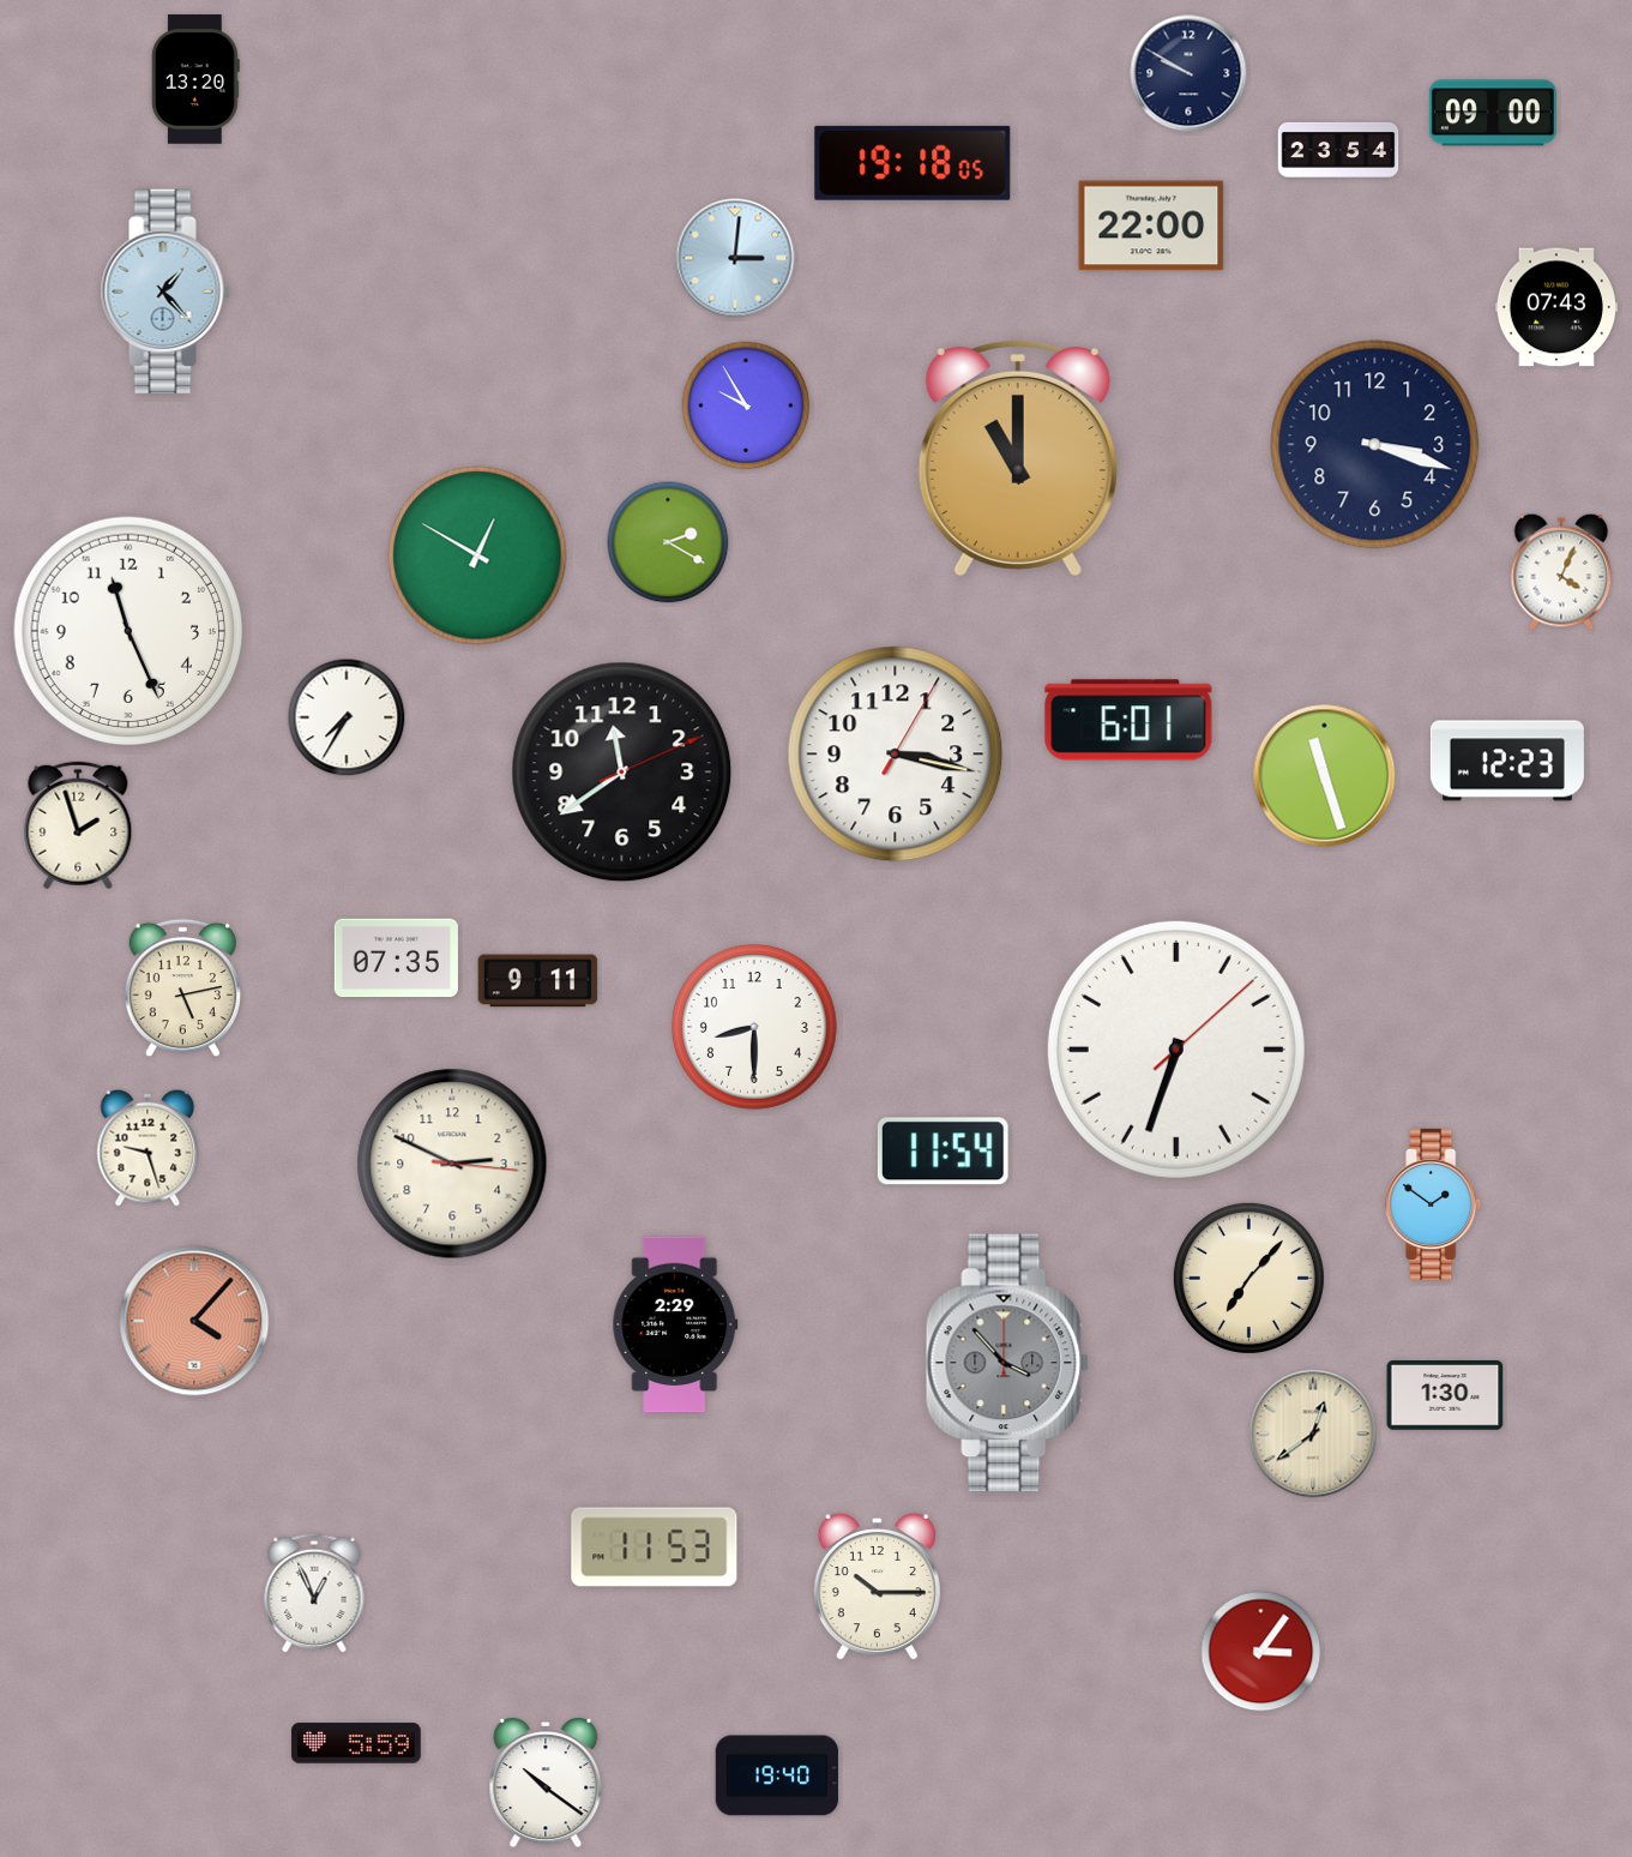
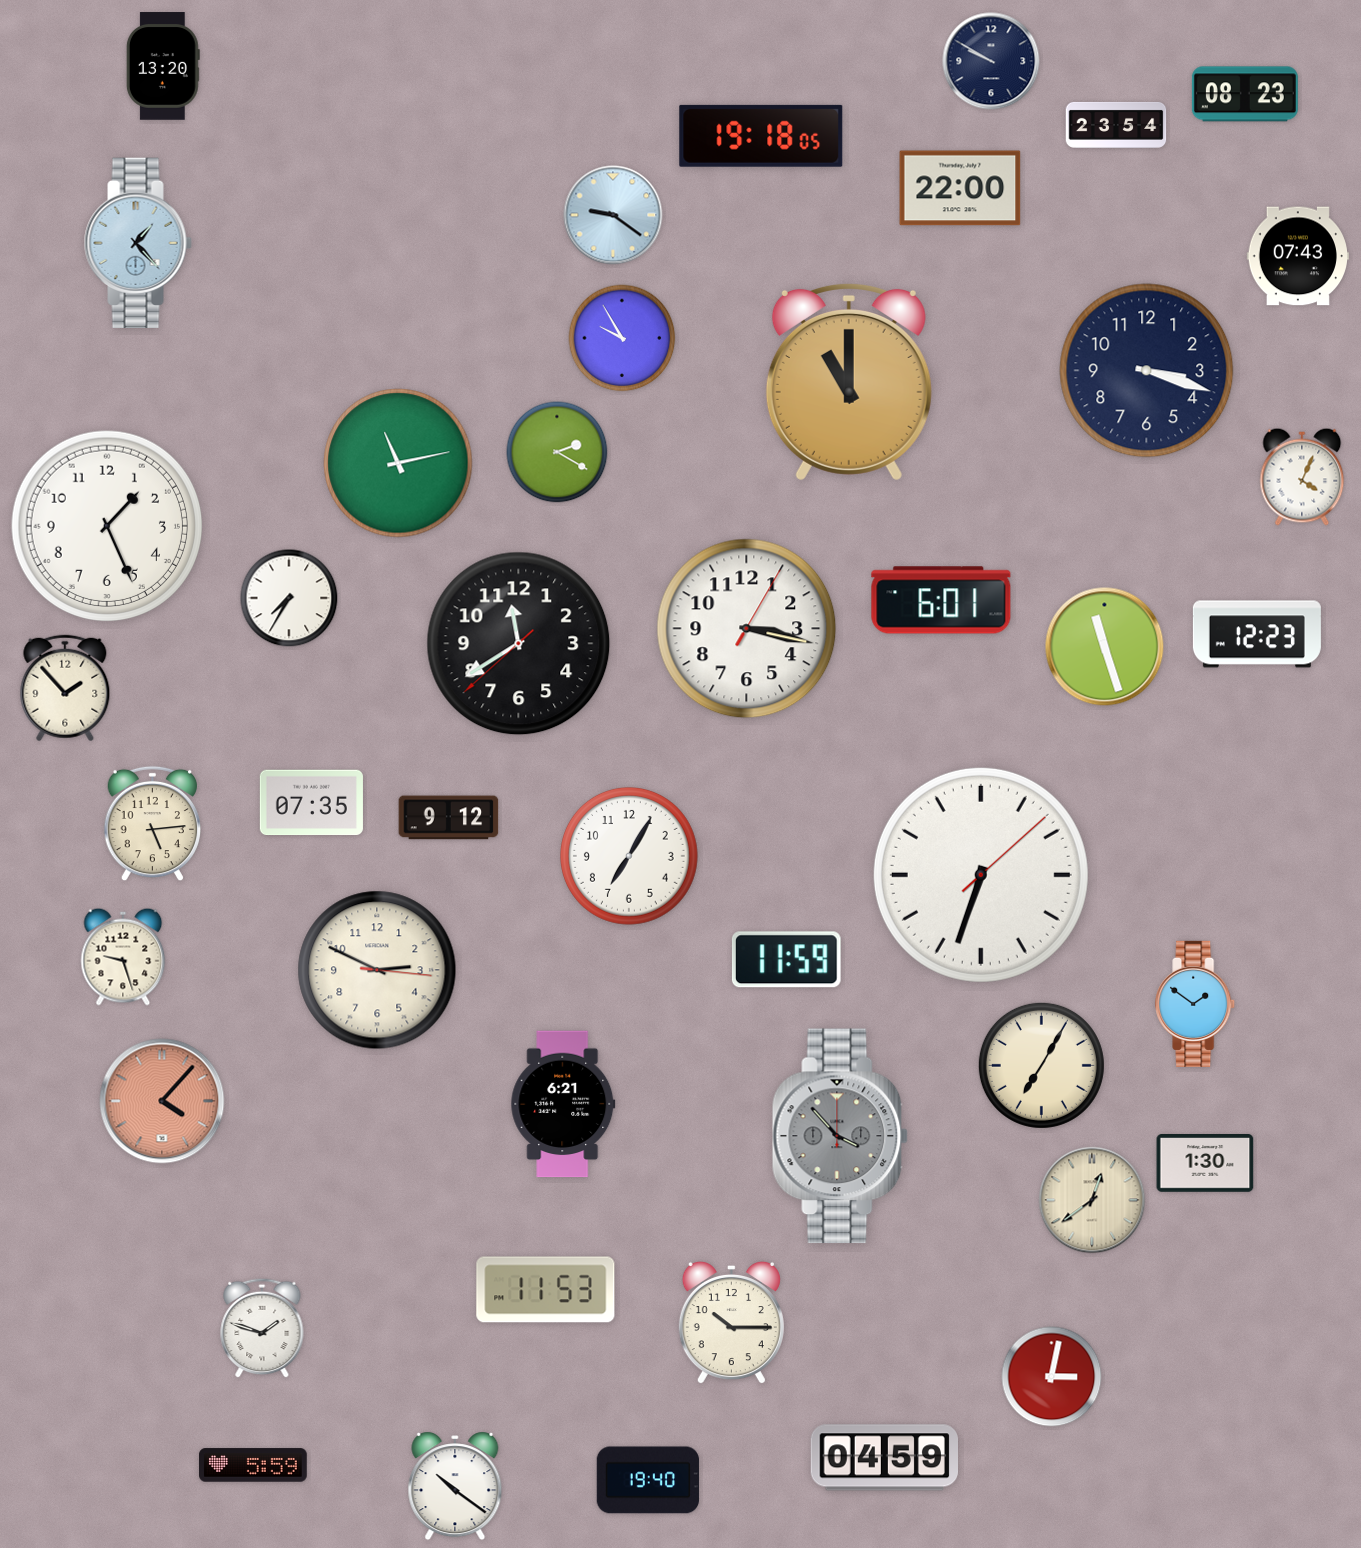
clock at (1493, 113): 09:00 -> 08:23
clock at (735, 258): 3:01 -> 9:21
clock at (477, 555): 12:50 -> 11:13
clock at (128, 631): 11:26 -> 1:26
clock at (622, 773): 11:39:11 -> 11:39:38
clock at (78, 825): 1:57 -> 1:53
clock at (396, 958) position: (396, 958) -> (311, 803)
clock at (538, 981): 9:11 -> 9:12
clock at (182, 988): 5:13 -> 5:14
clock at (754, 1027): 8:30 -> 7:05
clock at (943, 1152): 11:54 -> 11:59
clock at (1248, 1278): 7:07 -> 7:05
clock at (675, 1324): 2:29 -> 6:21
clock at (1313, 1434) position: (1313, 1434) -> (1092, 1200)
clock at (314, 1593): 12:56 -> 1:48
clock at (1261, 1652): 3:06 -> 3:02
clock at (356, 1743) position: (356, 1743) -> (253, 1465)
clock at (884, 1458): none -> 04:59
